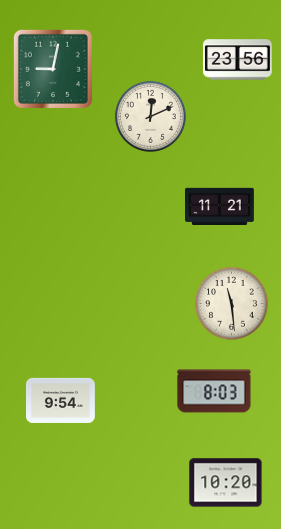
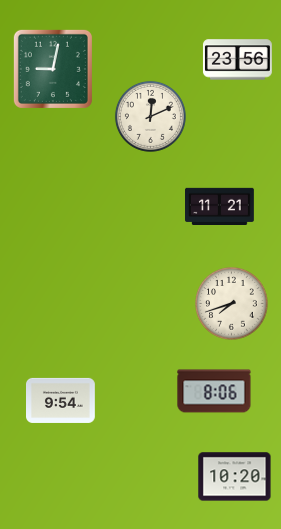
clock at (232, 304): 11:29 -> 7:42
clock at (214, 391): 8:03 -> 8:06
clock at (226, 483) position: (226, 483) -> (235, 477)
